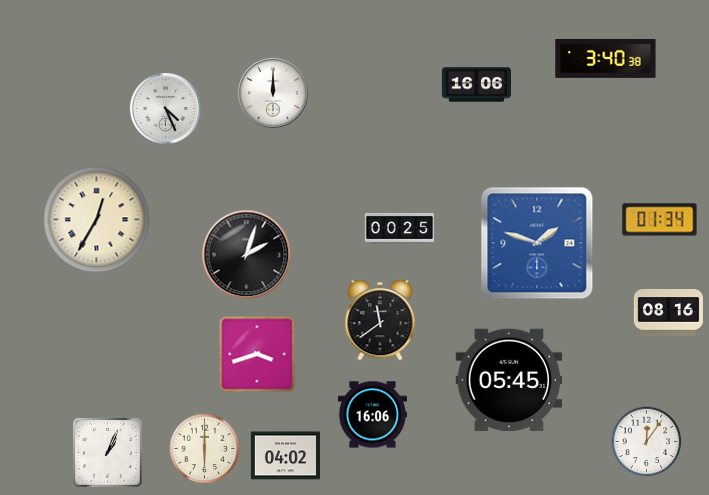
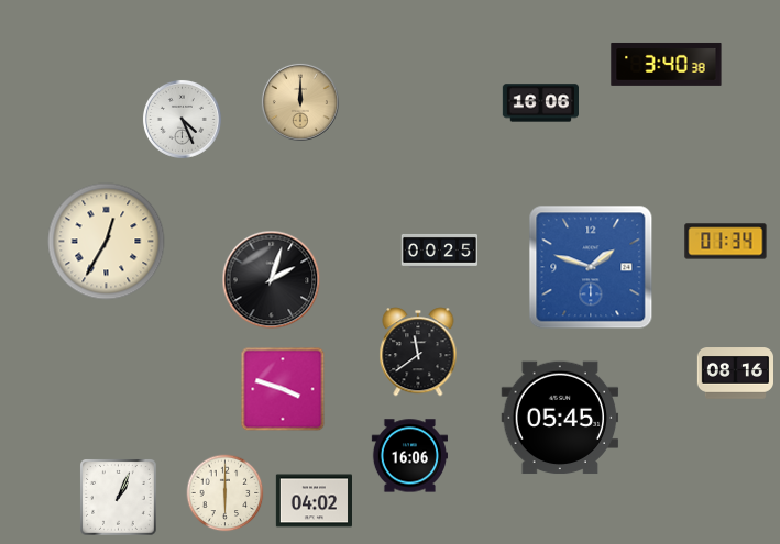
clock at (476, 85) position: (476, 85) -> (540, 103)
clock at (273, 93) dial: white -> champagne
clock at (668, 313) position: (668, 313) -> (735, 374)
clock at (257, 354): 3:42 -> 3:48
clock at (647, 442): 12:06 -> none
